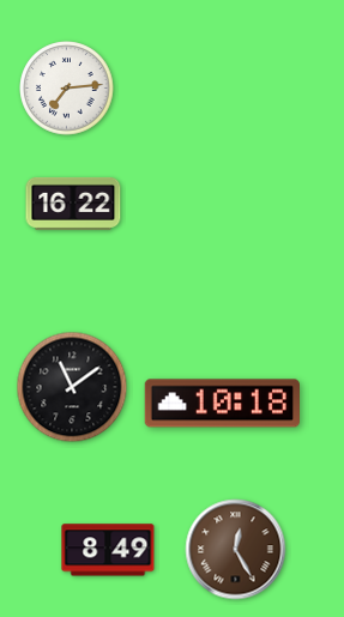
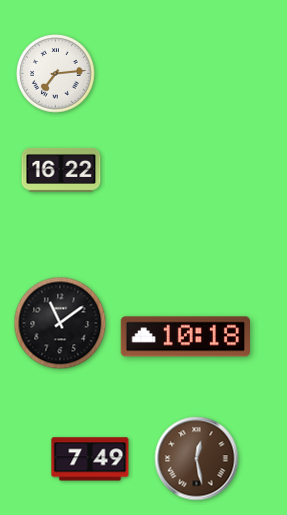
clock at (108, 550): 8:49 -> 7:49
clock at (236, 550): 12:25 -> 12:28
